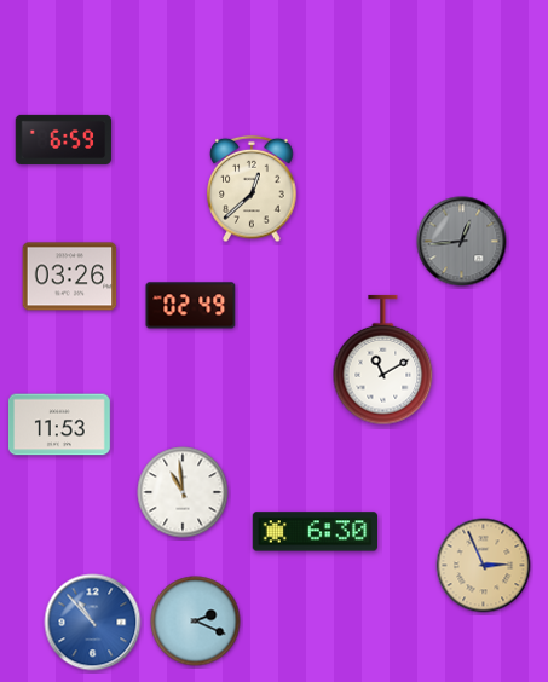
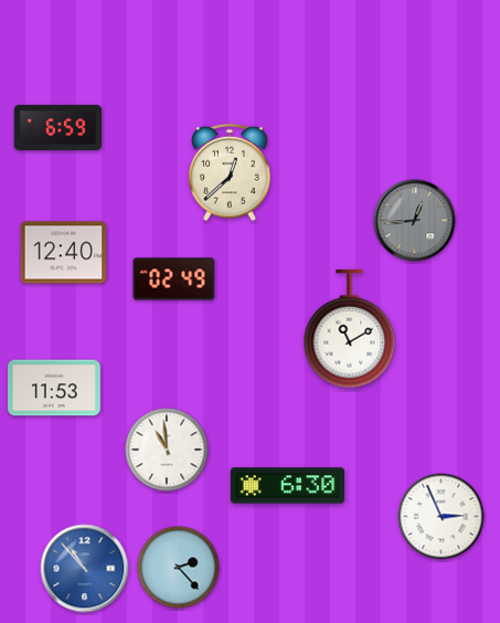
clock at (462, 242) position: (462, 242) -> (415, 221)
clock at (70, 277): 03:26 -> 12:40
clock at (484, 566) dial: champagne -> white
clock at (196, 622): 2:19 -> 2:23
